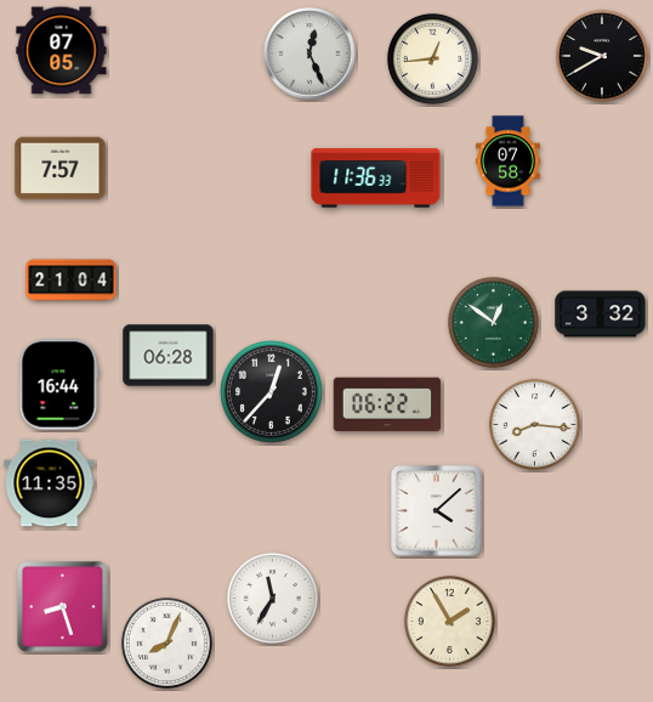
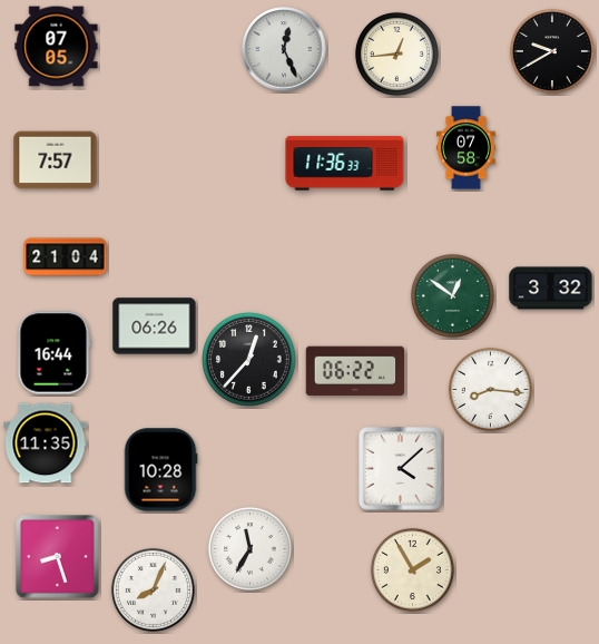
clock at (61, 169) position: (61, 169) -> (56, 160)
clock at (169, 356): 06:28 -> 06:26
clock at (160, 470): none -> 10:28
